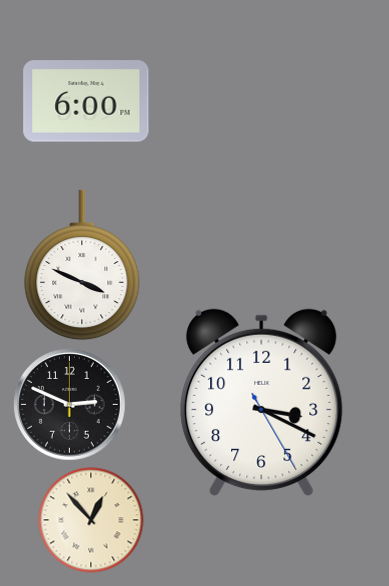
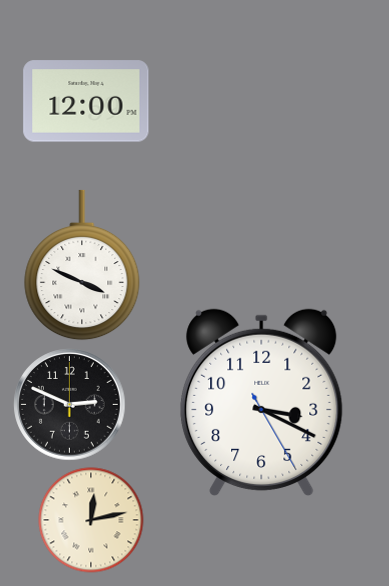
clock at (86, 101): 6:00 -> 12:00
clock at (91, 520): 12:53 -> 12:13
